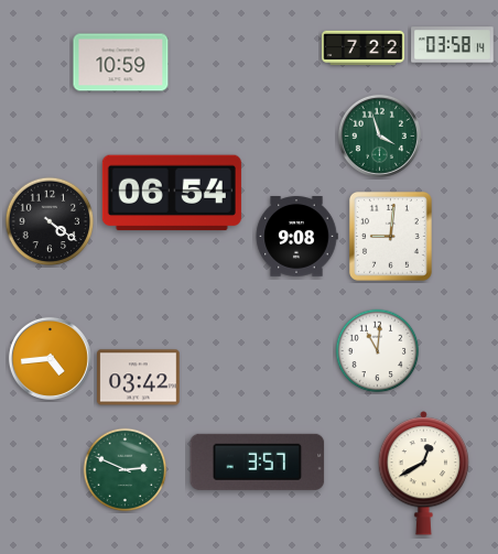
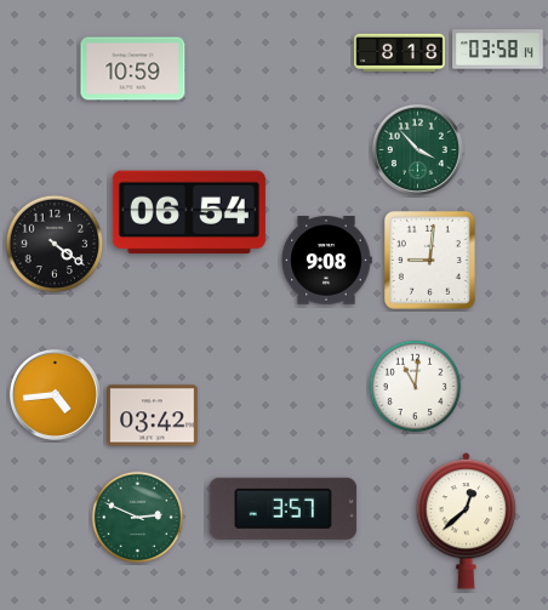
clock at (364, 48): 7:22 -> 8:18
clock at (379, 135): 3:57 -> 3:53
clock at (424, 474): 12:40 -> 12:38
